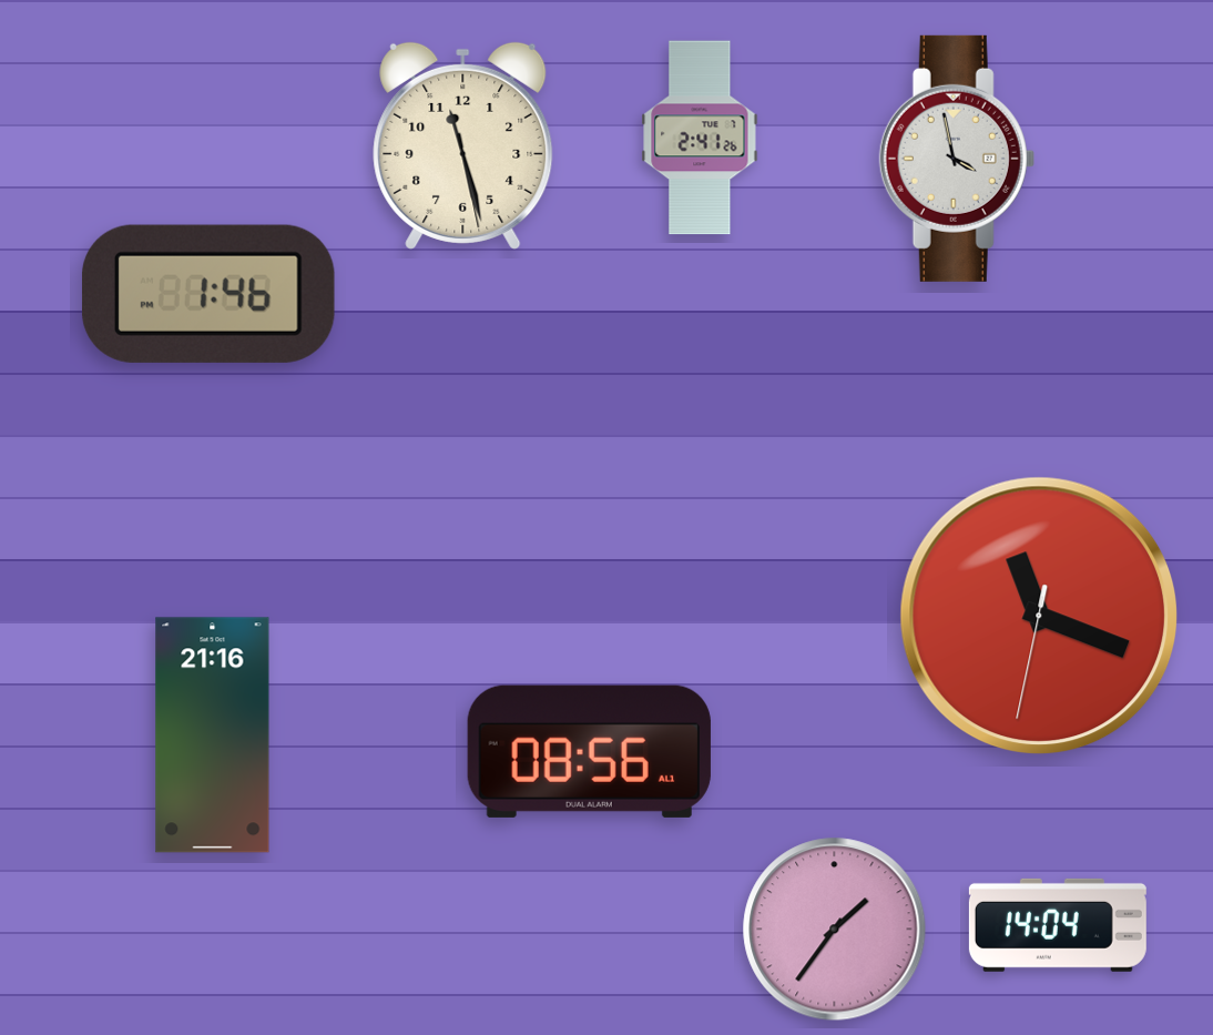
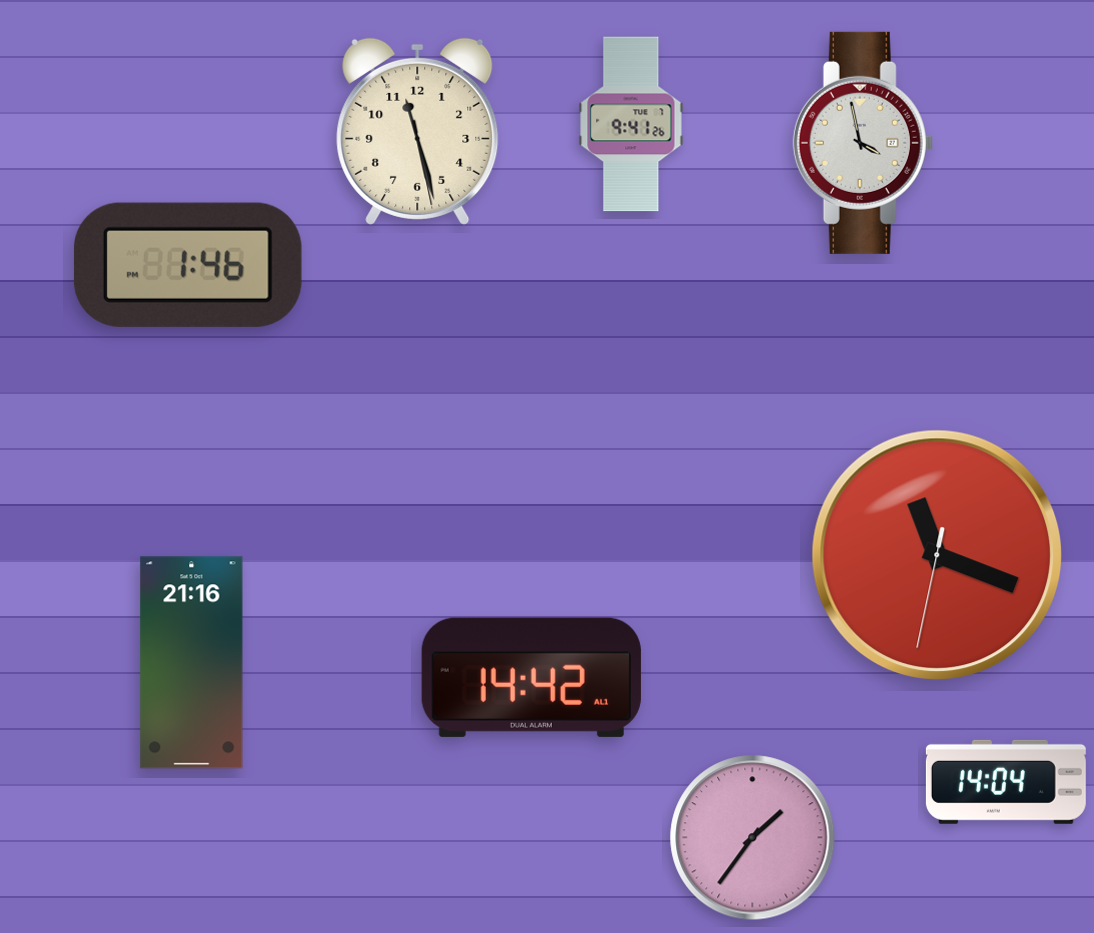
clock at (700, 138): 2:41 -> 9:41
clock at (589, 751): 08:56 -> 14:42
clock at (1058, 925) position: (1058, 925) -> (1006, 782)
